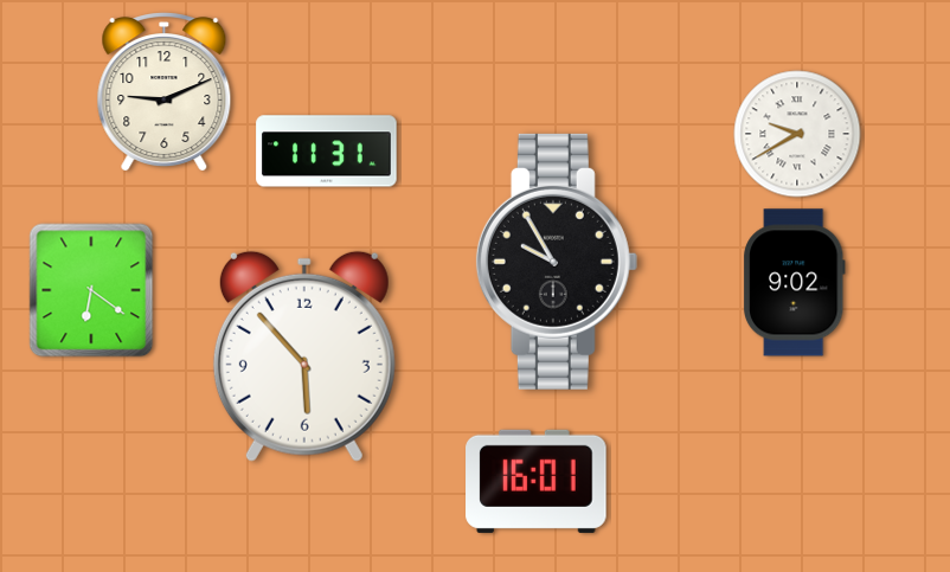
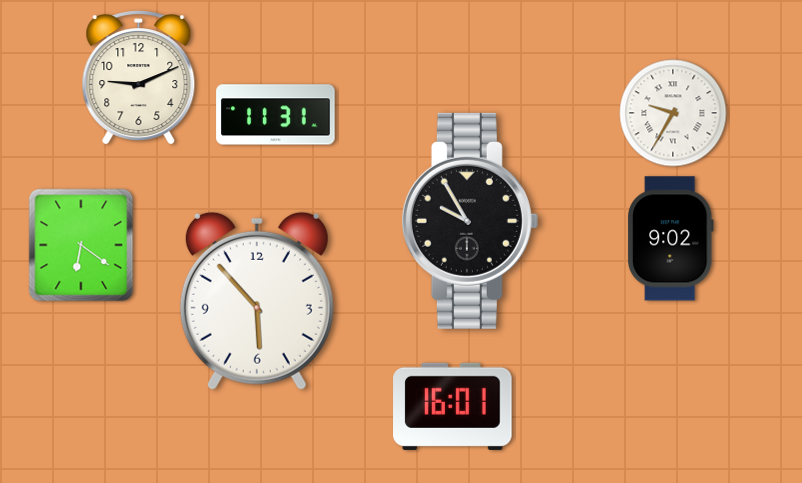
clock at (797, 134): 9:40 -> 9:35
clock at (327, 152) position: (327, 152) -> (276, 115)
clock at (91, 290) position: (91, 290) -> (81, 245)
